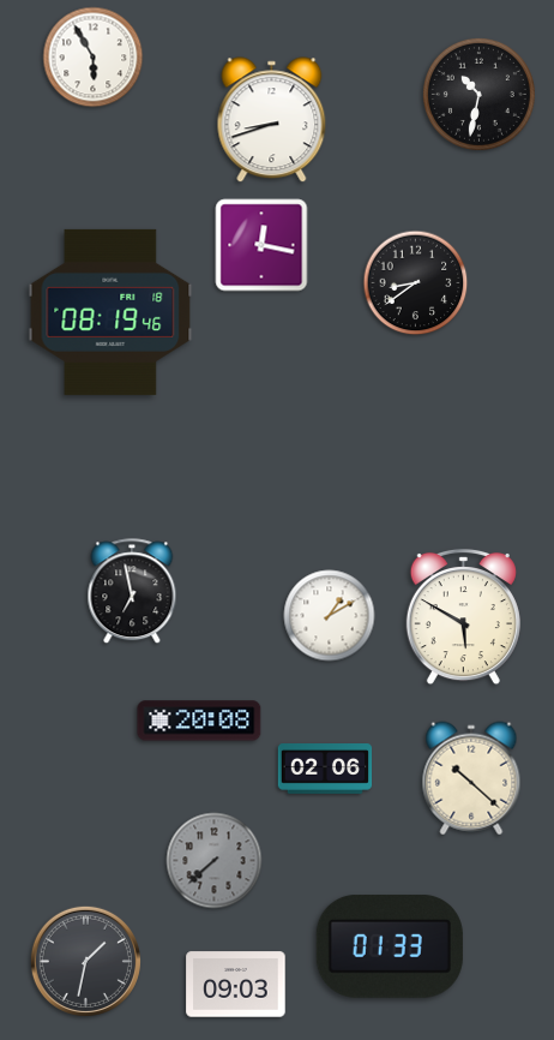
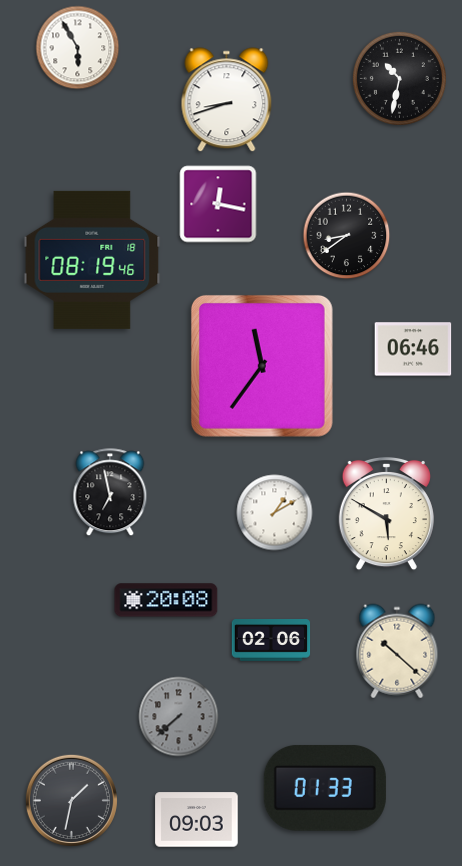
clock at (413, 349): none -> 06:46
clock at (262, 366): none -> 11:36
clock at (471, 778) position: (471, 778) -> (397, 651)
